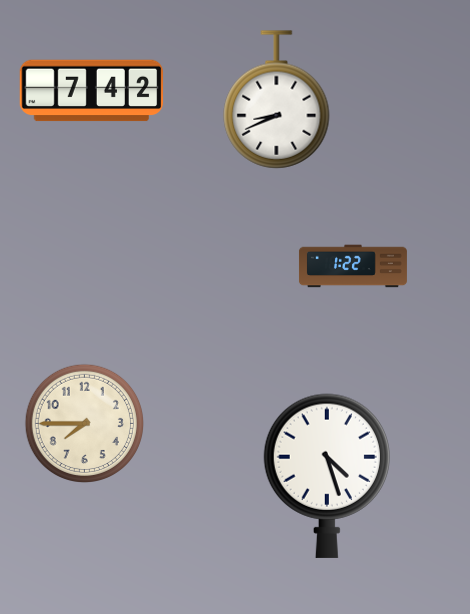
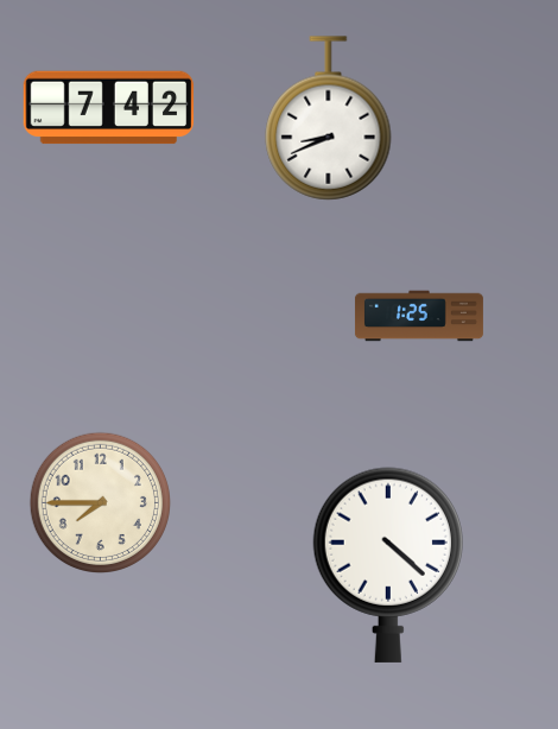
clock at (353, 266): 1:22 -> 1:25
clock at (327, 476): 4:27 -> 4:22
